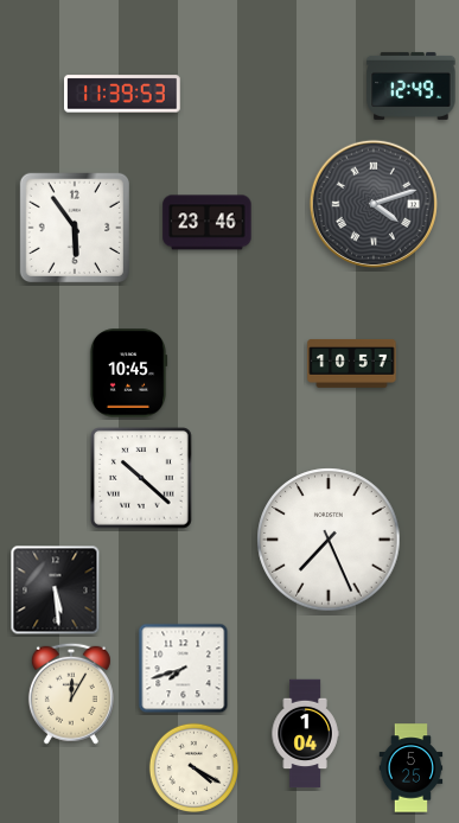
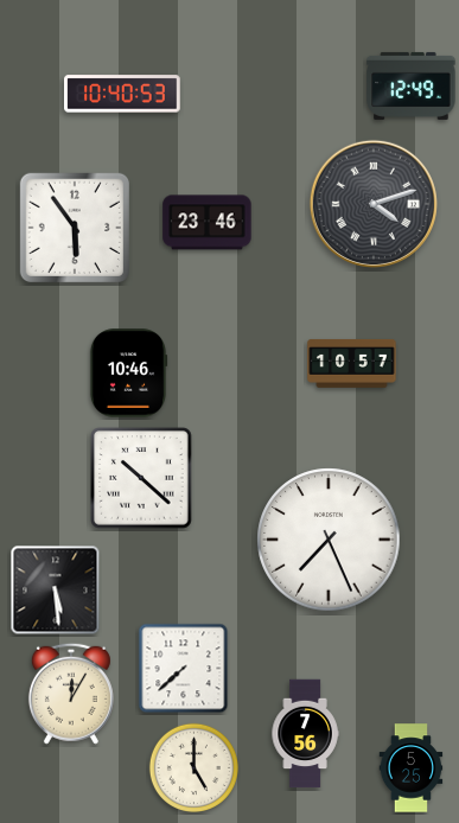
clock at (123, 94): 11:39 -> 10:40
clock at (128, 374): 10:45 -> 10:46
clock at (184, 669): 7:42 -> 7:38
clock at (305, 734): 1:04 -> 7:56
clock at (193, 767): 4:20 -> 5:00
